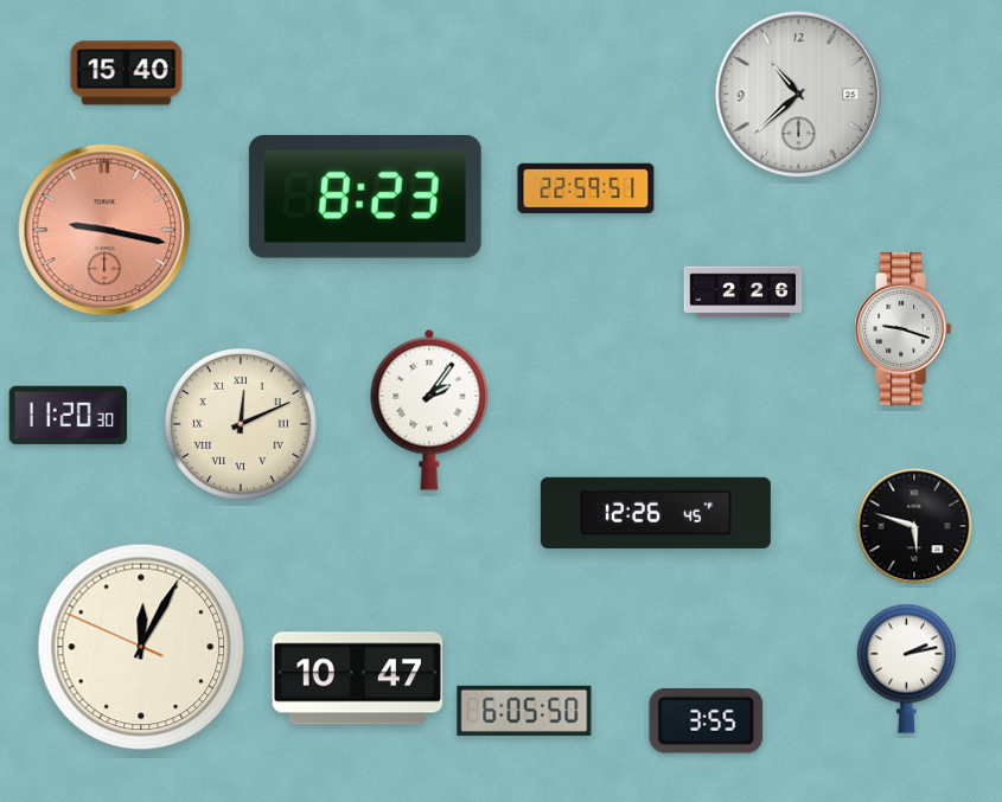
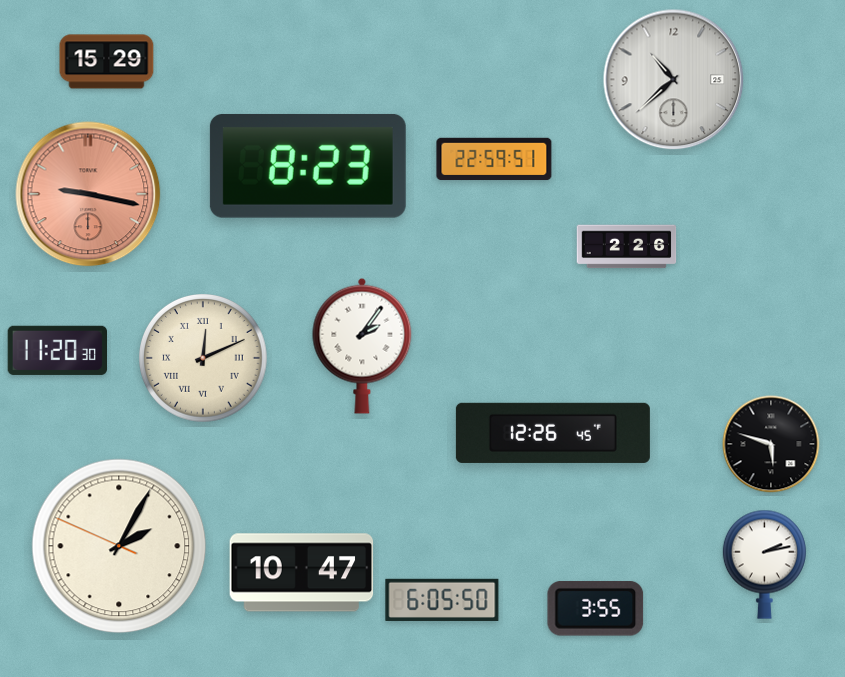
clock at (127, 73): 15:40 -> 15:29
clock at (904, 329): 9:18 -> none
clock at (141, 647): 12:04 -> 2:04
